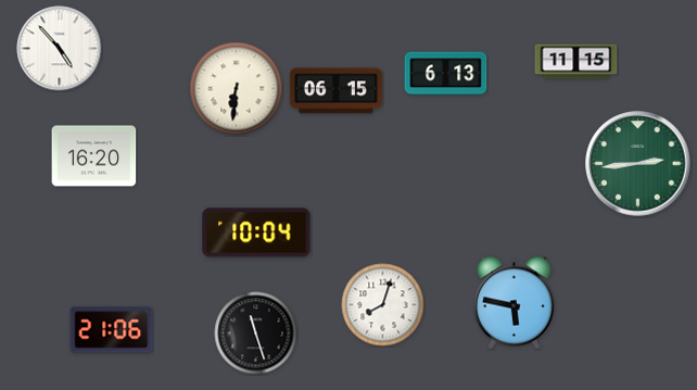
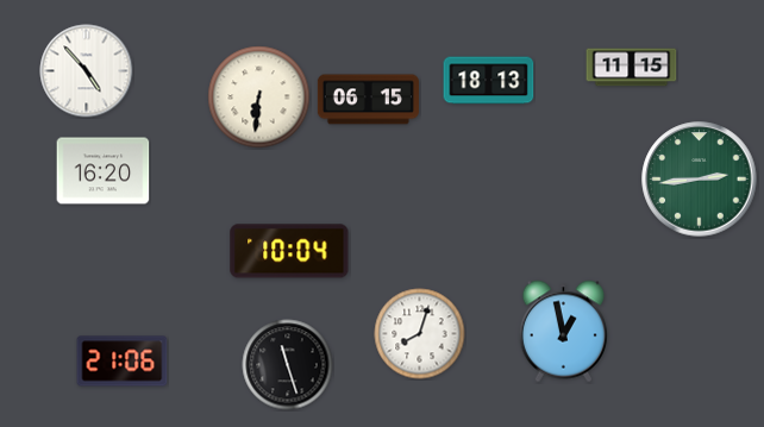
clock at (60, 49) position: (60, 49) -> (87, 71)
clock at (446, 74): 6:13 -> 18:13
clock at (256, 232) position: (256, 232) -> (289, 251)
clock at (515, 303): 5:47 -> 12:58
clock at (256, 334) position: (256, 334) -> (288, 365)
